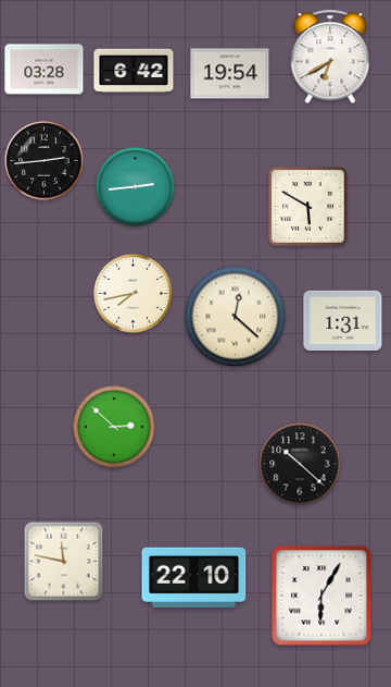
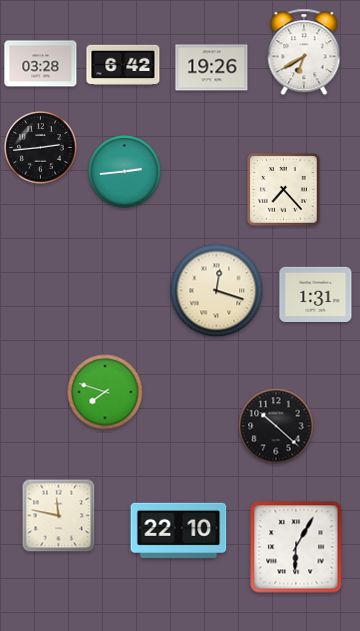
clock at (230, 74): 19:54 -> 19:26
clock at (308, 207): 5:50 -> 7:23
clock at (134, 294): 7:43 -> none
clock at (236, 317): 12:22 -> 12:18
clock at (114, 427): 2:52 -> 7:48
